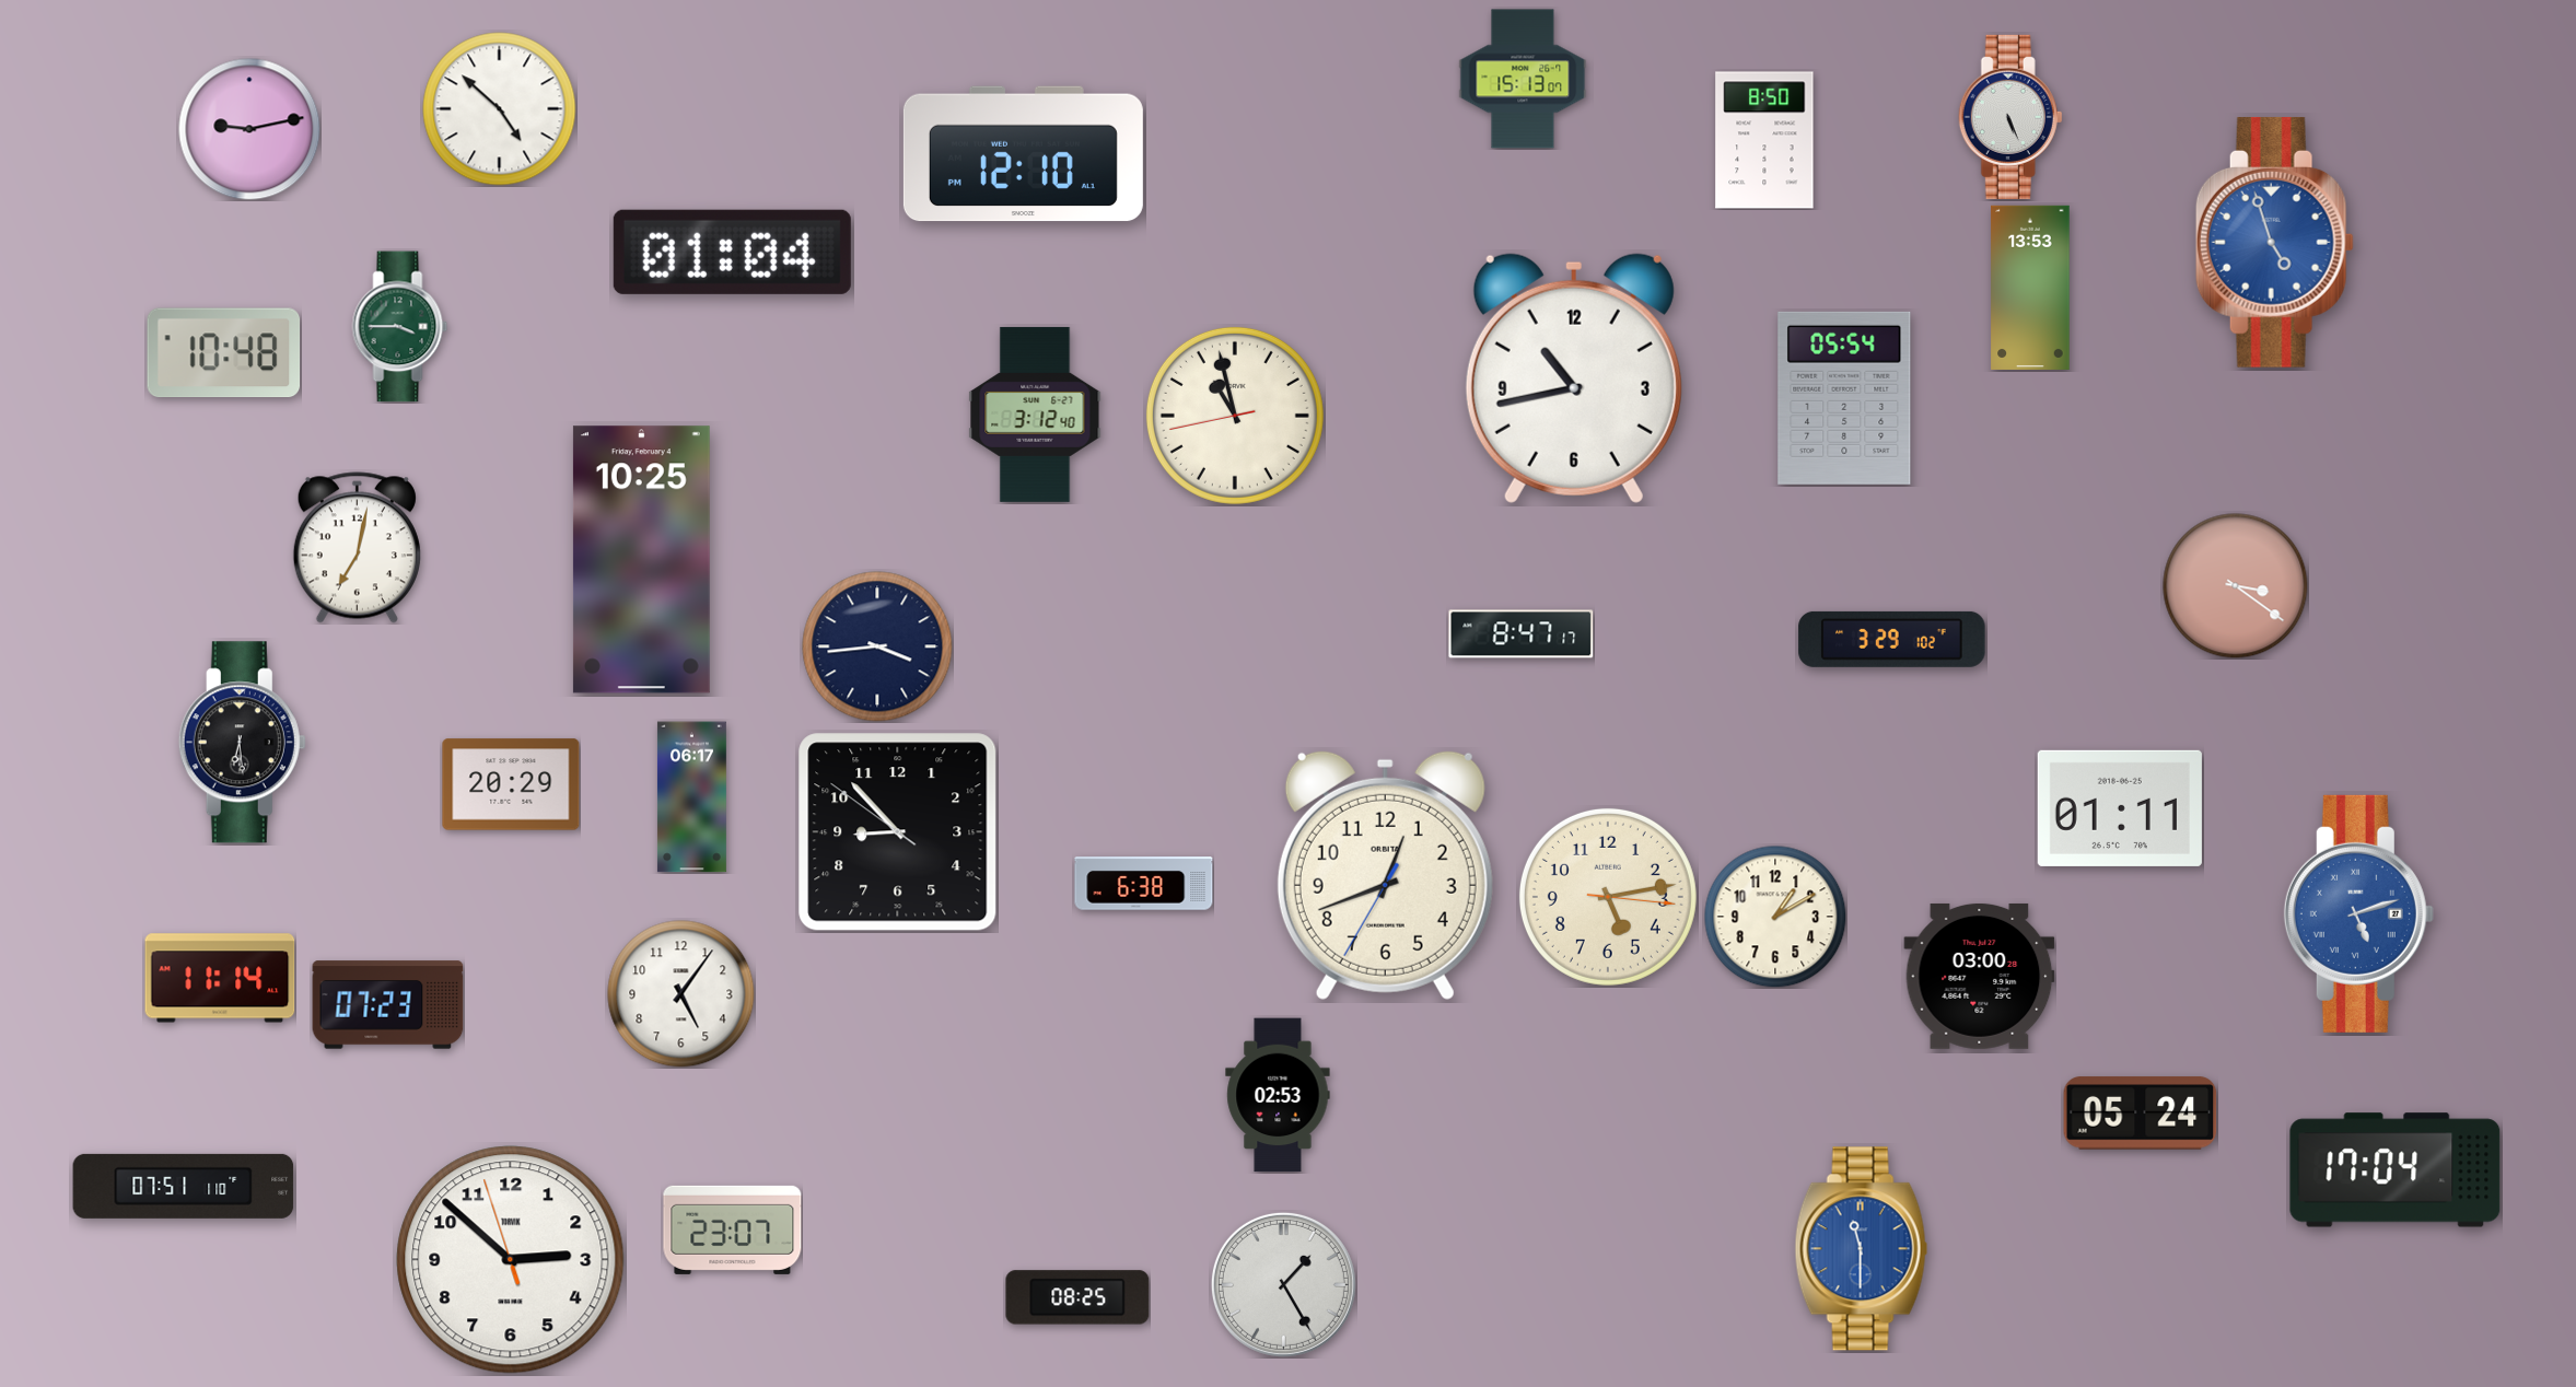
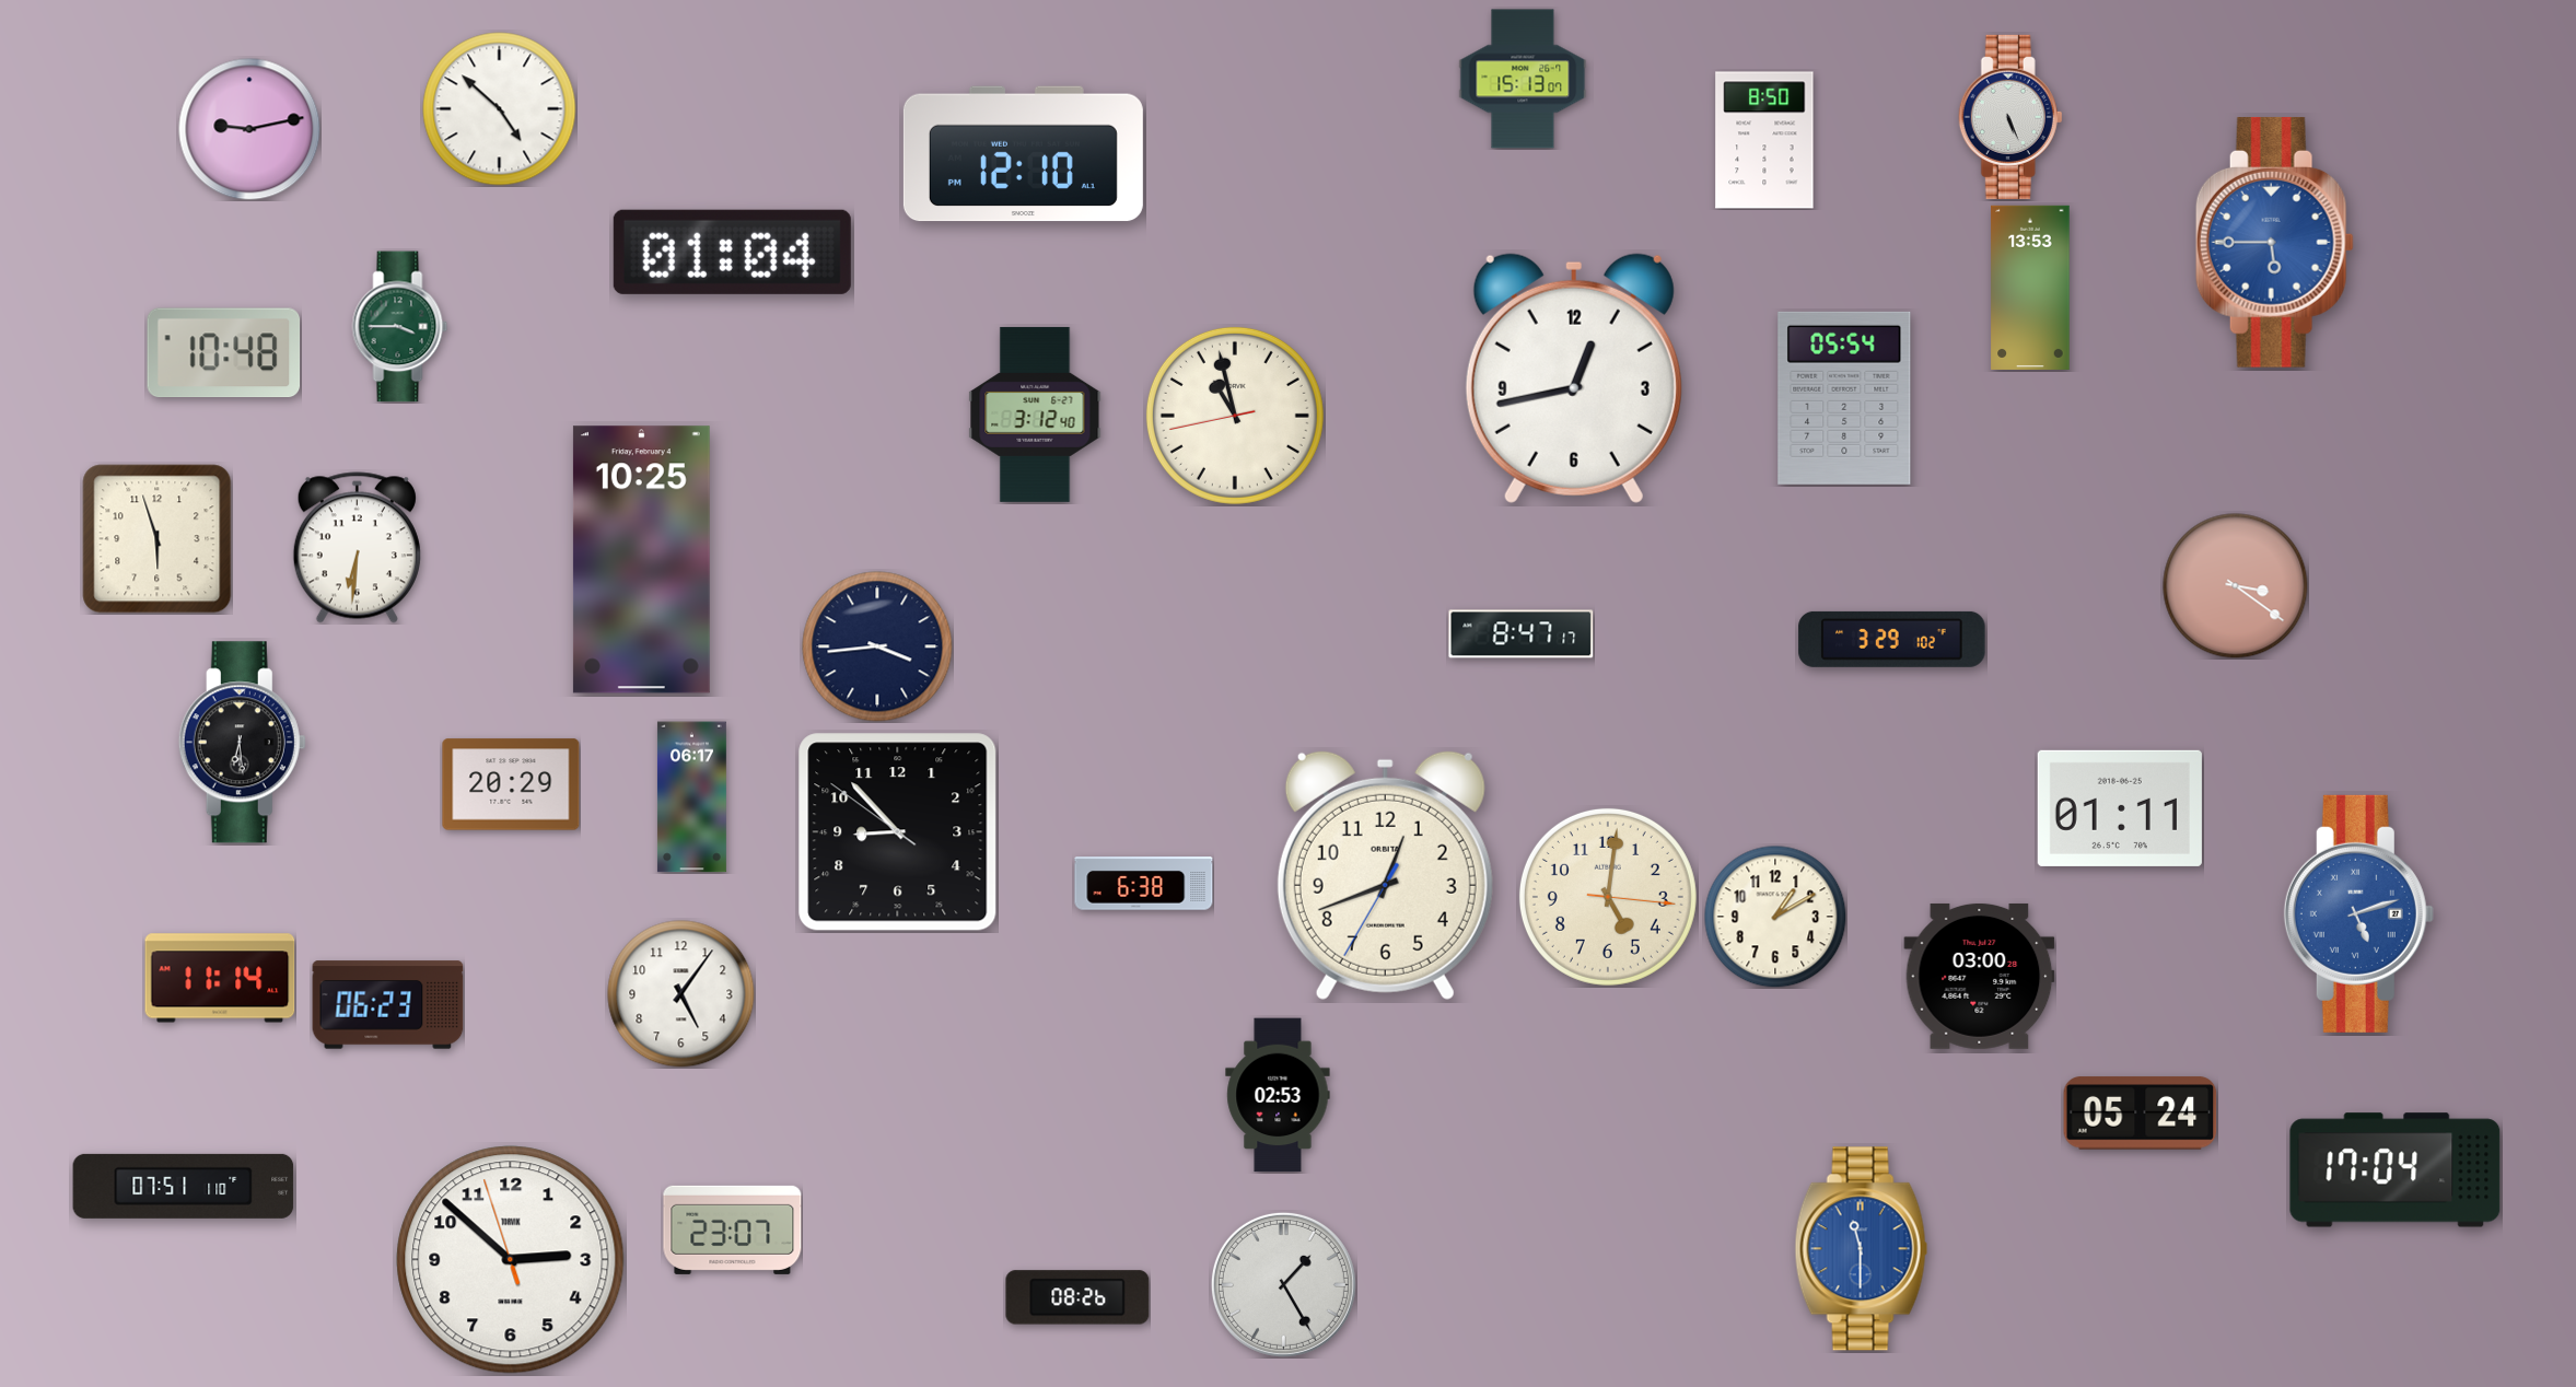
clock at (2274, 242): 4:57 -> 5:45
clock at (1574, 378): 10:43 -> 12:43
clock at (158, 539): none -> 5:57
clock at (357, 548): 7:02 -> 6:31
clock at (1608, 897): 5:13 -> 5:01
clock at (388, 1005): 07:23 -> 06:23
clock at (1077, 1297): 08:25 -> 08:26
